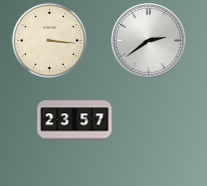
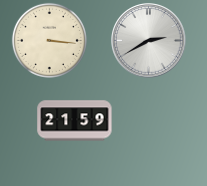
clock at (149, 41): 2:39 -> 2:40
clock at (75, 121): 23:57 -> 21:59
